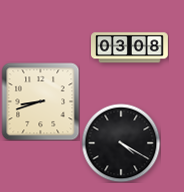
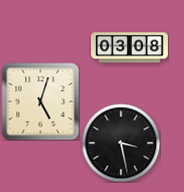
clock at (40, 101): 8:42 -> 5:03
clock at (121, 143): 4:20 -> 3:28
